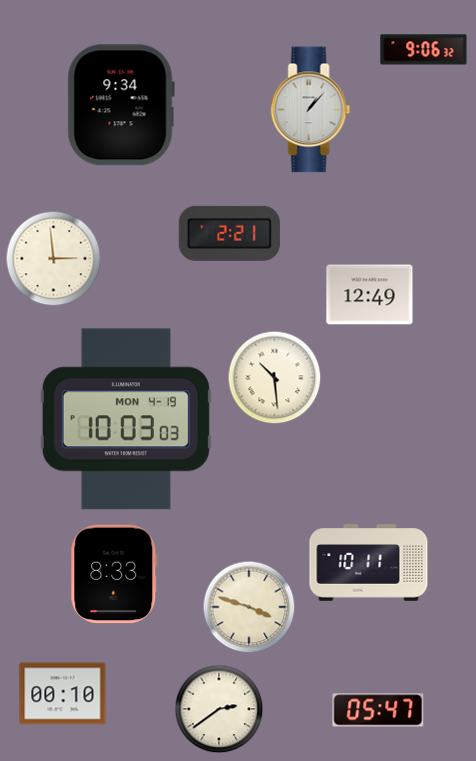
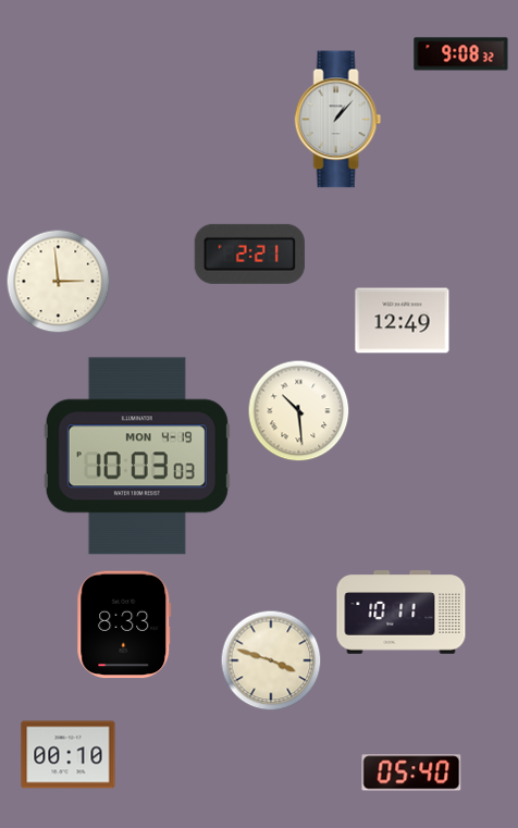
clock at (424, 50): 9:06 -> 9:08
clock at (121, 105): 9:34 -> none
clock at (219, 709): 2:39 -> none
clock at (378, 710): 05:47 -> 05:40
